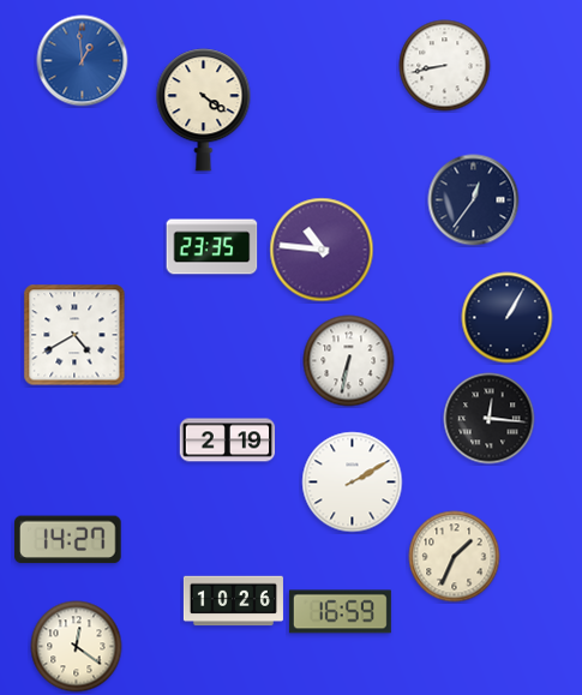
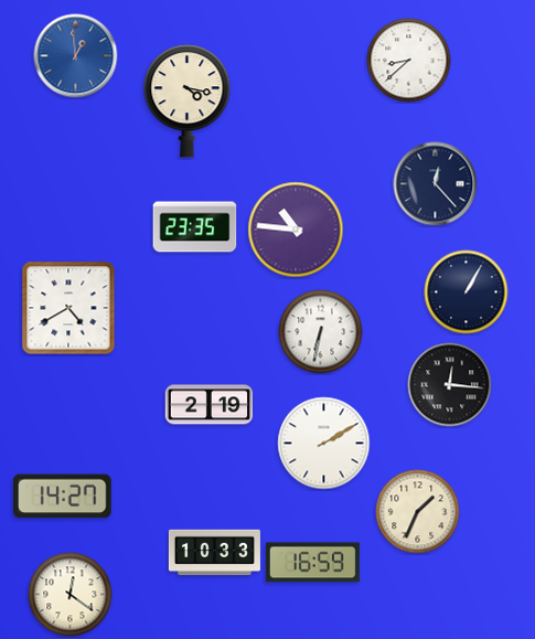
clock at (445, 66): 8:43 -> 8:38
clock at (204, 110): 4:21 -> 4:17
clock at (474, 200): 12:36 -> 12:23
clock at (233, 601): 10:26 -> 10:33
